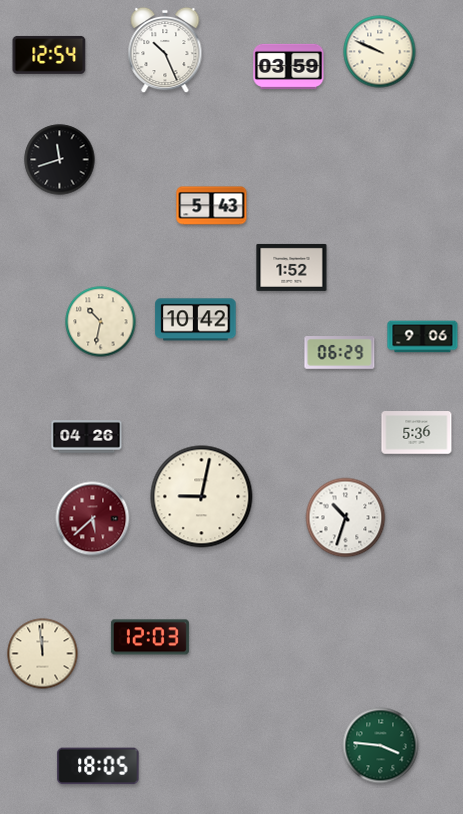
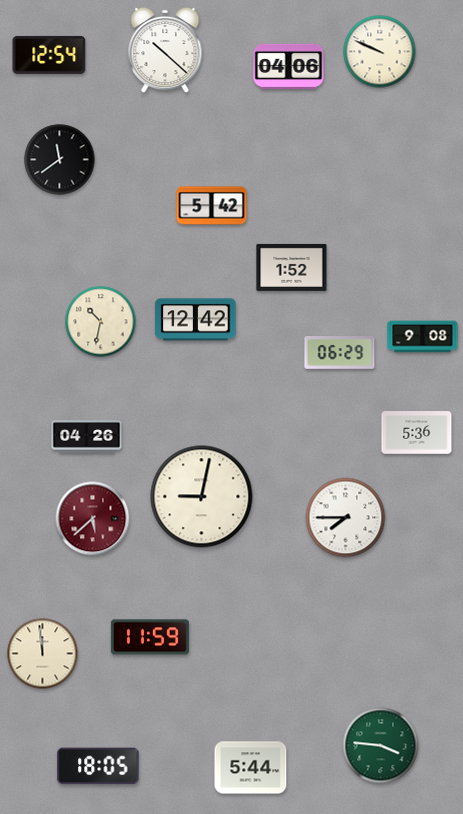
clock at (165, 50): 10:26 -> 10:22
clock at (289, 66): 03:59 -> 04:06
clock at (60, 160): 11:42 -> 11:39
clock at (212, 206): 5:43 -> 5:42
clock at (196, 320): 10:42 -> 12:42
clock at (423, 337): 9:06 -> 9:08
clock at (346, 518): 10:33 -> 7:45
clock at (150, 637): 12:03 -> 11:59
clock at (251, 768): none -> 5:44
